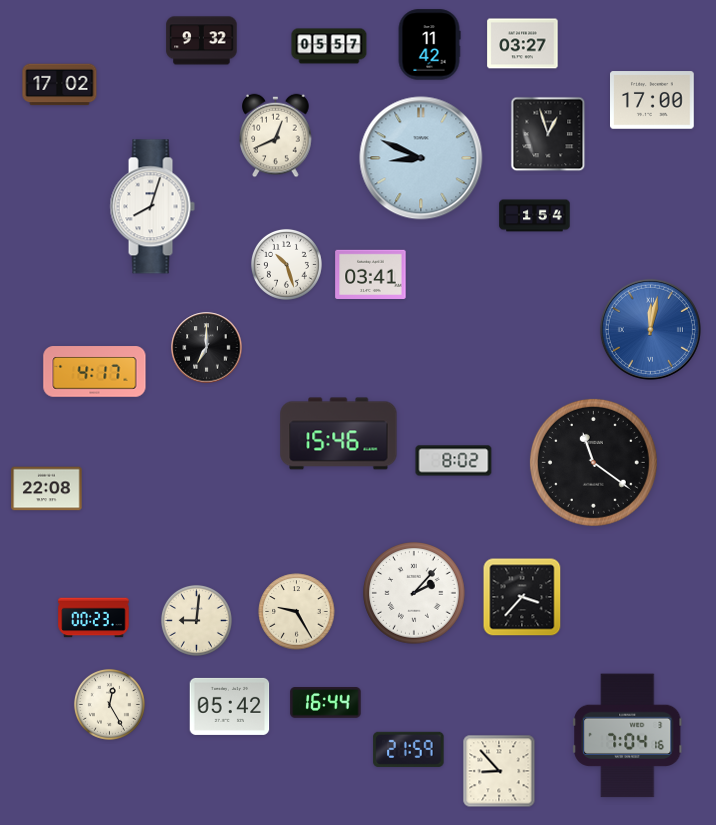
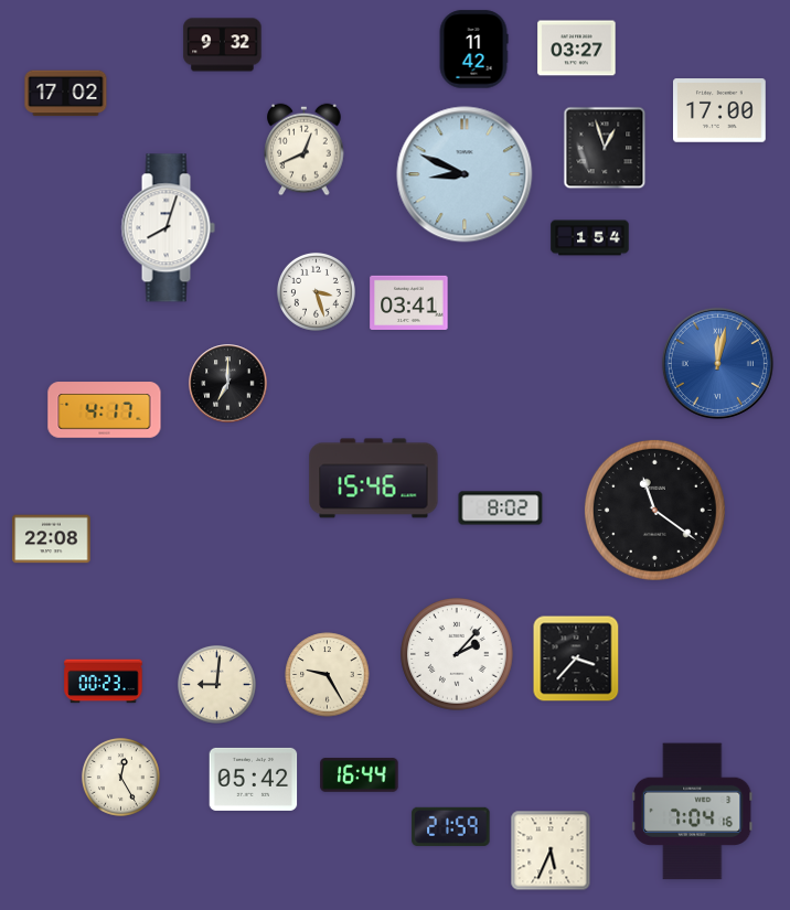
clock at (329, 46): 05:57 -> none
clock at (286, 264): 10:27 -> 3:27
clock at (499, 771): 8:53 -> 5:34
